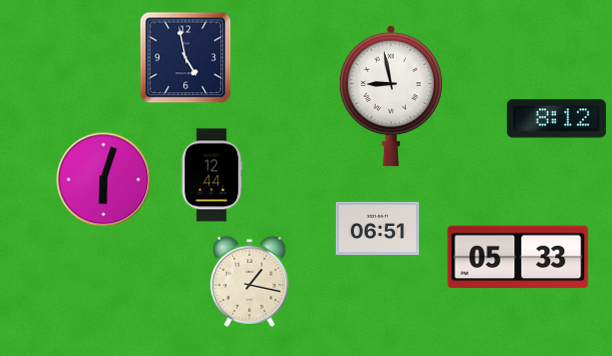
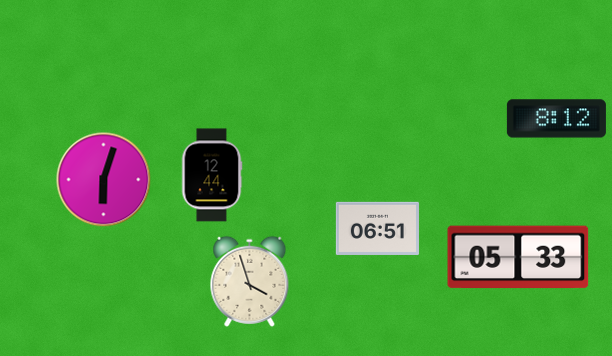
clock at (186, 58): 4:58 -> none
clock at (391, 96): 8:58 -> none
clock at (250, 281): 1:17 -> 3:57
